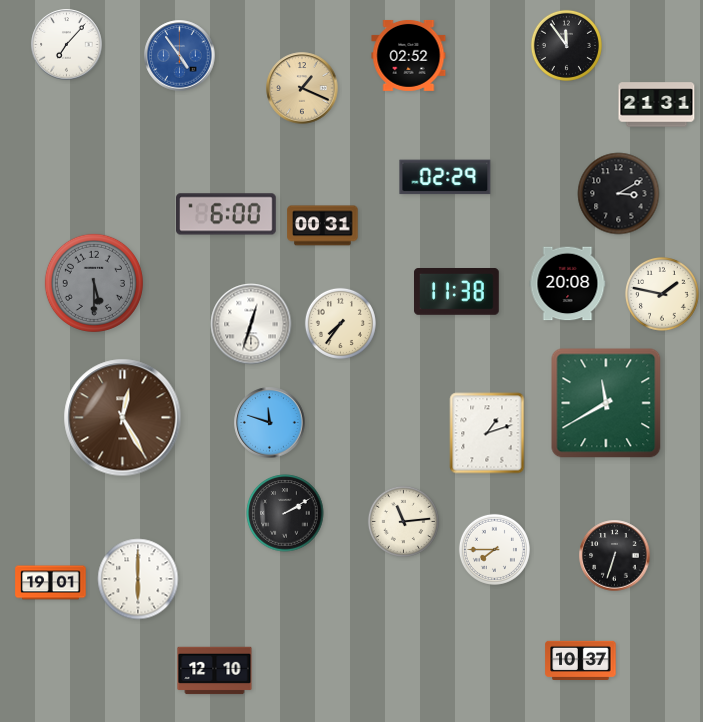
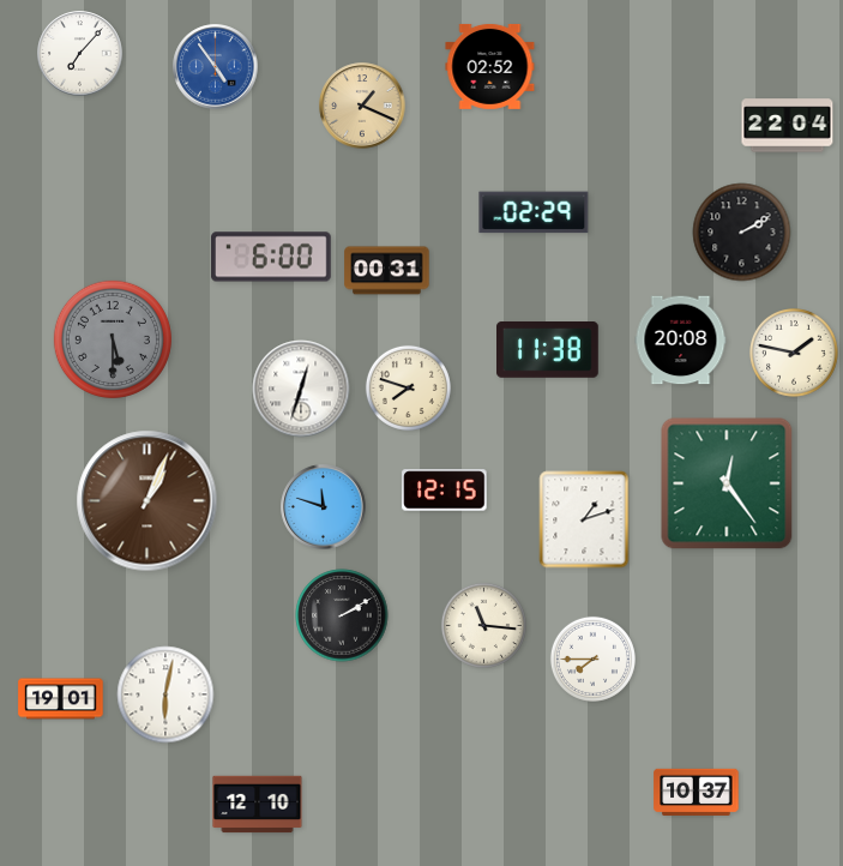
clock at (566, 45): 11:54 -> none
clock at (657, 105): 21:31 -> 22:04
clock at (619, 194): 3:10 -> 2:10
clock at (340, 323): 7:36 -> 7:48
clock at (606, 403): 11:40 -> 12:24
clock at (445, 491): none -> 12:15
clock at (123, 418): 12:25 -> 1:04
clock at (403, 521): 11:14 -> 11:16
clock at (615, 556): 6:33 -> none
clock at (138, 579): 6:00 -> 6:02
